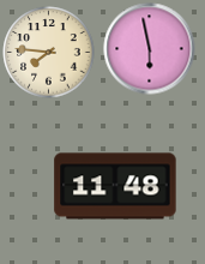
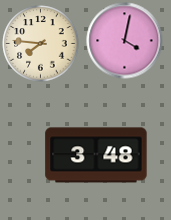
clock at (150, 49): 5:58 -> 4:02
clock at (115, 186): 11:48 -> 3:48
